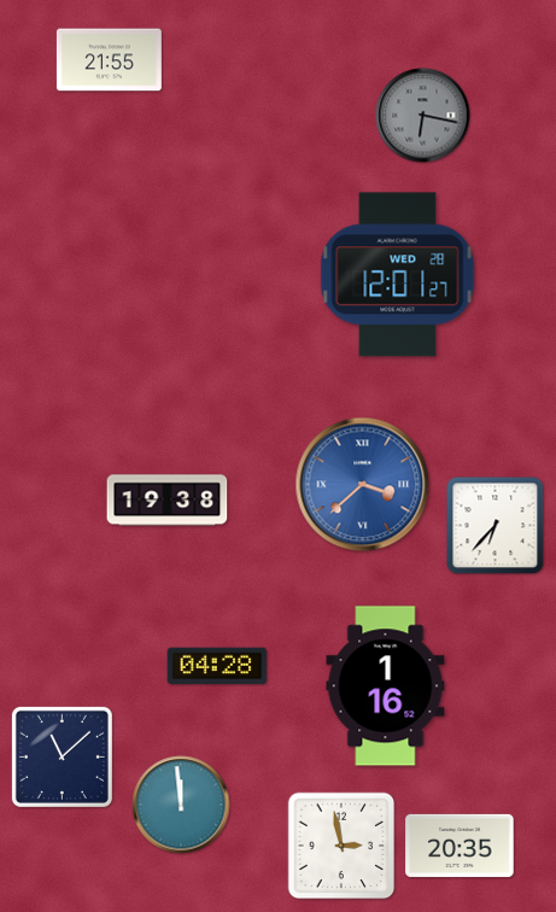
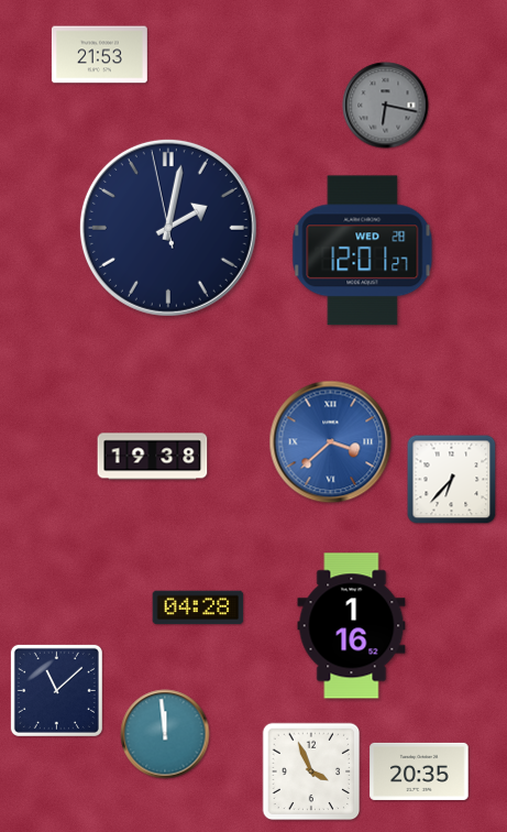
clock at (109, 60): 21:55 -> 21:53
clock at (168, 228): none -> 2:01
clock at (341, 846): 2:58 -> 3:56
